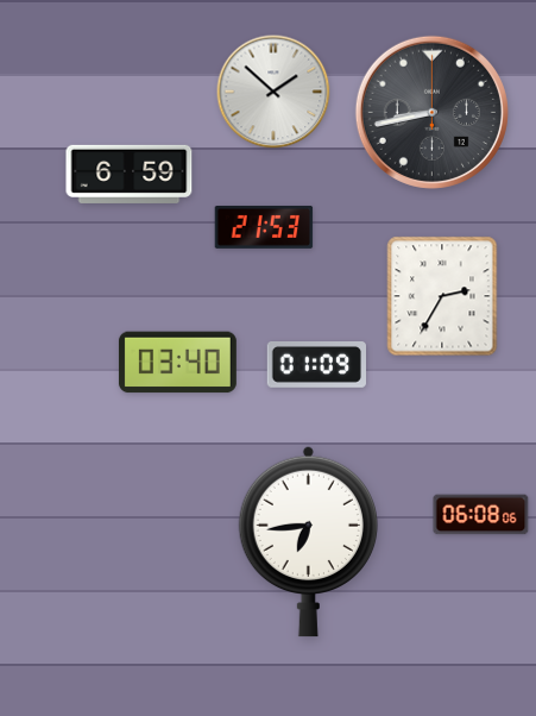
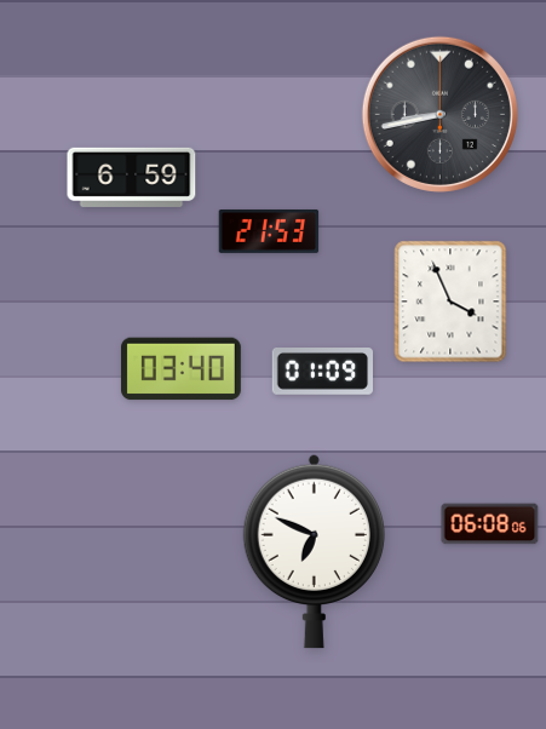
clock at (273, 92): 1:52 -> none
clock at (442, 296): 2:35 -> 3:56
clock at (308, 541): 6:44 -> 6:49
